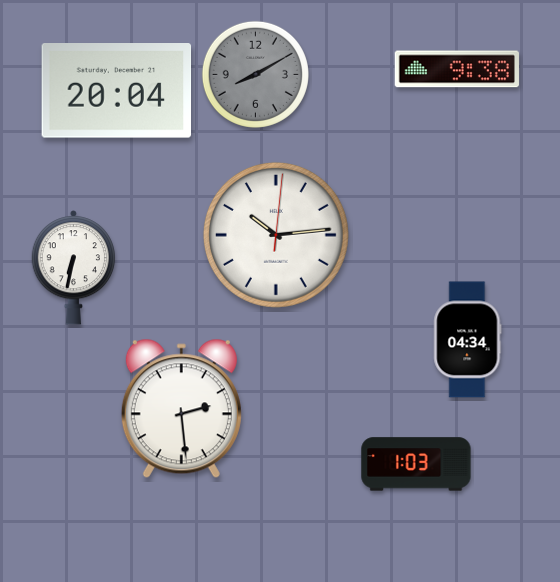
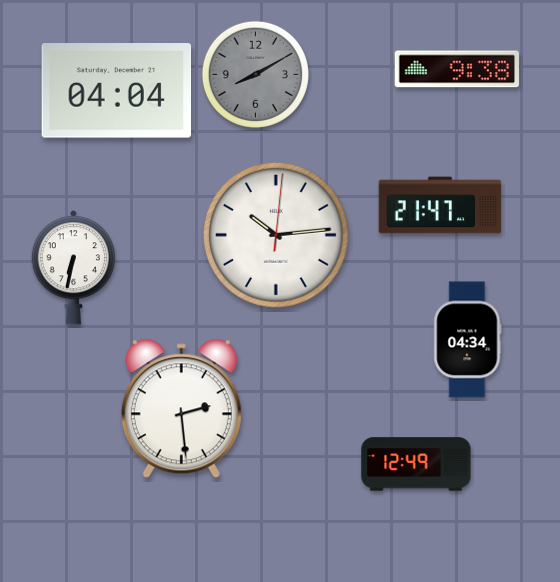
clock at (117, 91): 20:04 -> 04:04
clock at (440, 205): none -> 21:47
clock at (416, 464): 1:03 -> 12:49
